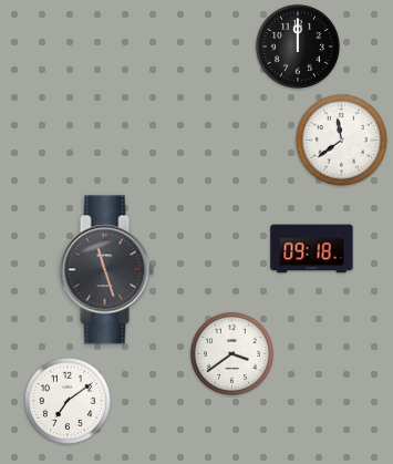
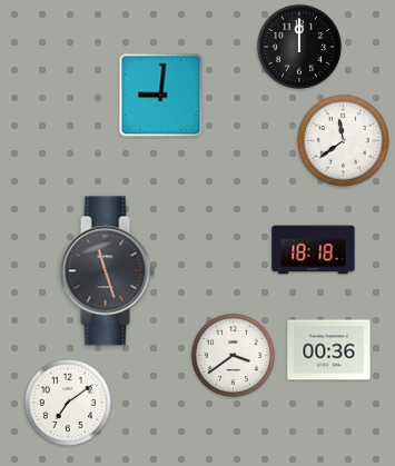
clock at (161, 96): none -> 9:01
clock at (312, 249): 09:18 -> 18:18
clock at (329, 350): none -> 00:36
